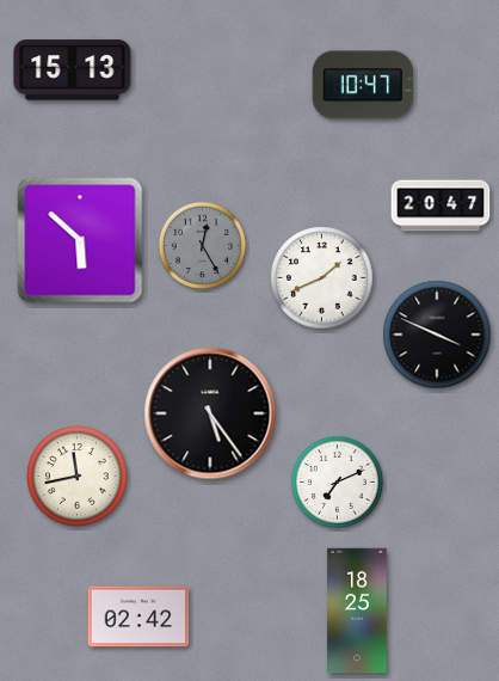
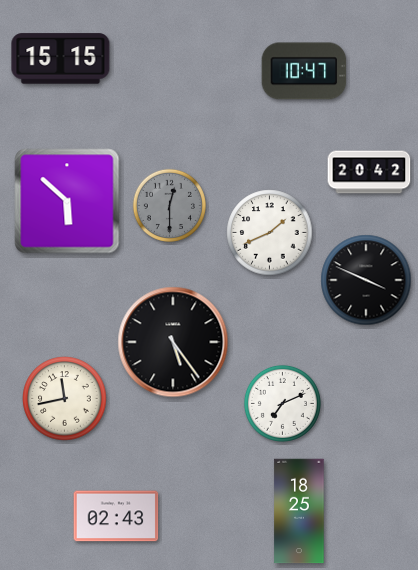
clock at (73, 70): 15:13 -> 15:15
clock at (441, 205): 20:47 -> 20:42
clock at (202, 245): 12:25 -> 12:30
clock at (210, 413) position: (210, 413) -> (173, 342)
clock at (138, 616): 02:42 -> 02:43
